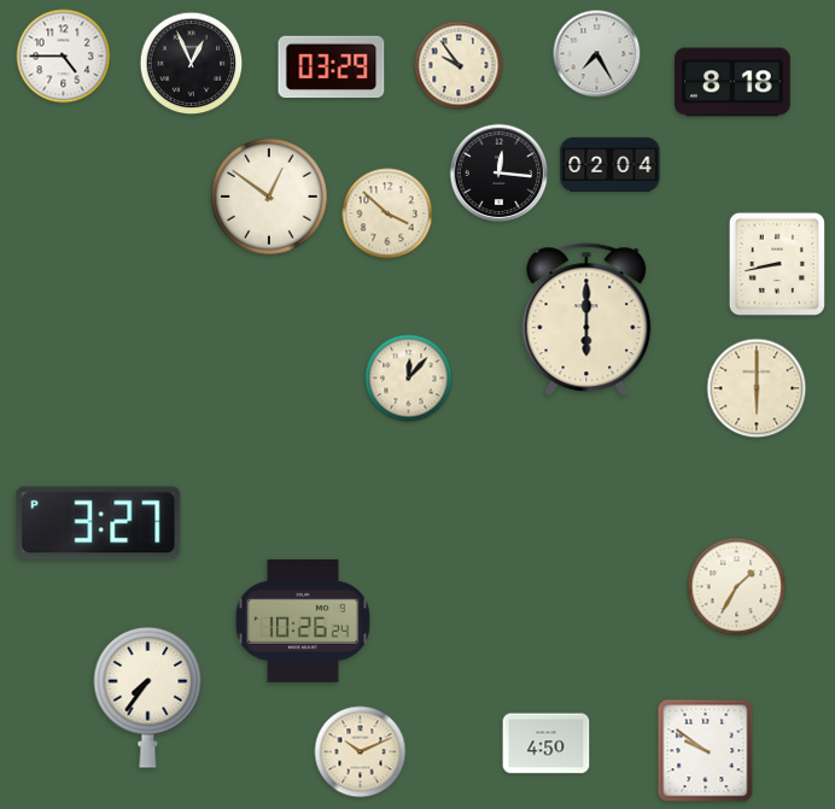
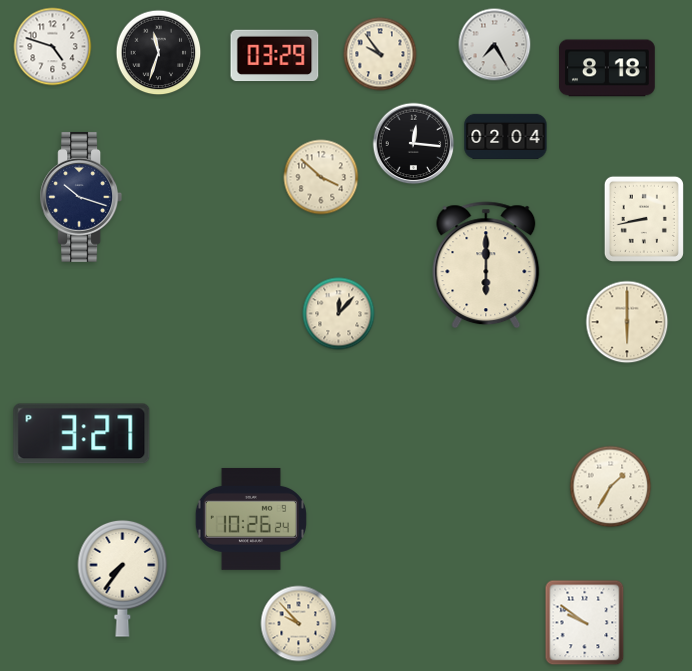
clock at (64, 57): 4:45 -> 4:48
clock at (192, 64): 12:56 -> 11:33
clock at (269, 197): 12:51 -> none
clock at (81, 197): none -> 10:18
clock at (303, 621) position: (303, 621) -> (251, 519)
clock at (547, 744): 4:50 -> none
clock at (361, 752): 10:11 -> 9:53
